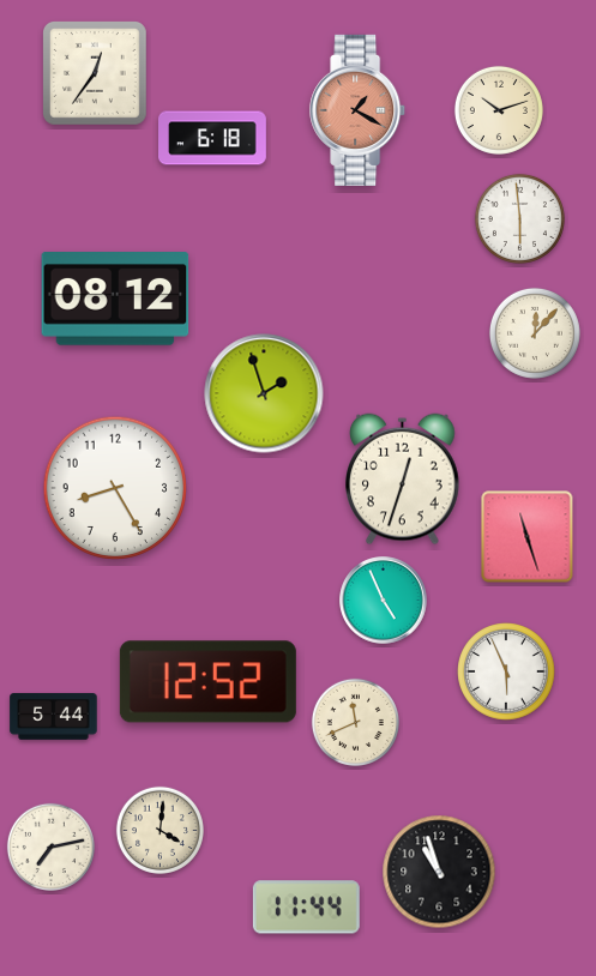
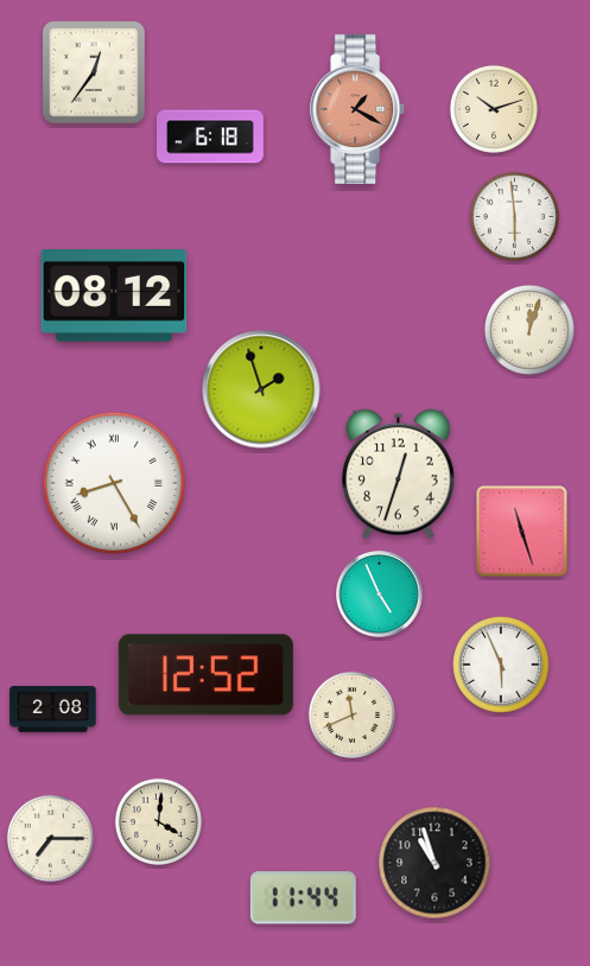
clock at (359, 110) position: (359, 110) -> (359, 109)
clock at (535, 333): 12:07 -> 12:03
clock at (114, 487) numerals: Arabic -> Roman
clock at (54, 717): 5:44 -> 2:08
clock at (50, 847): 7:13 -> 7:15
